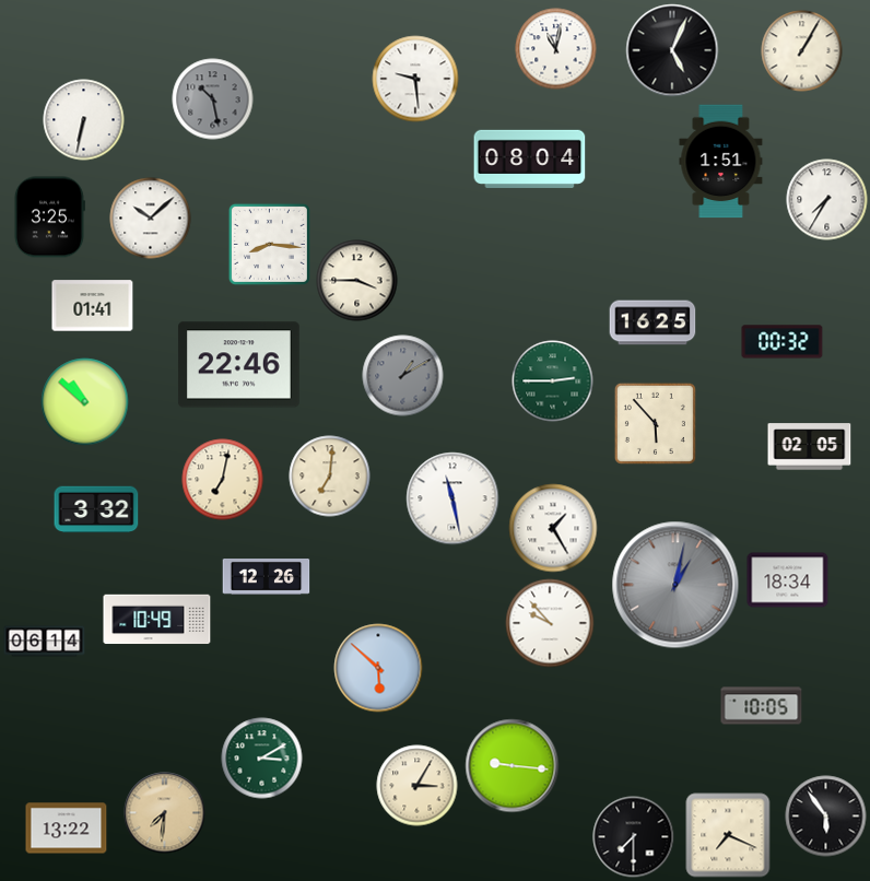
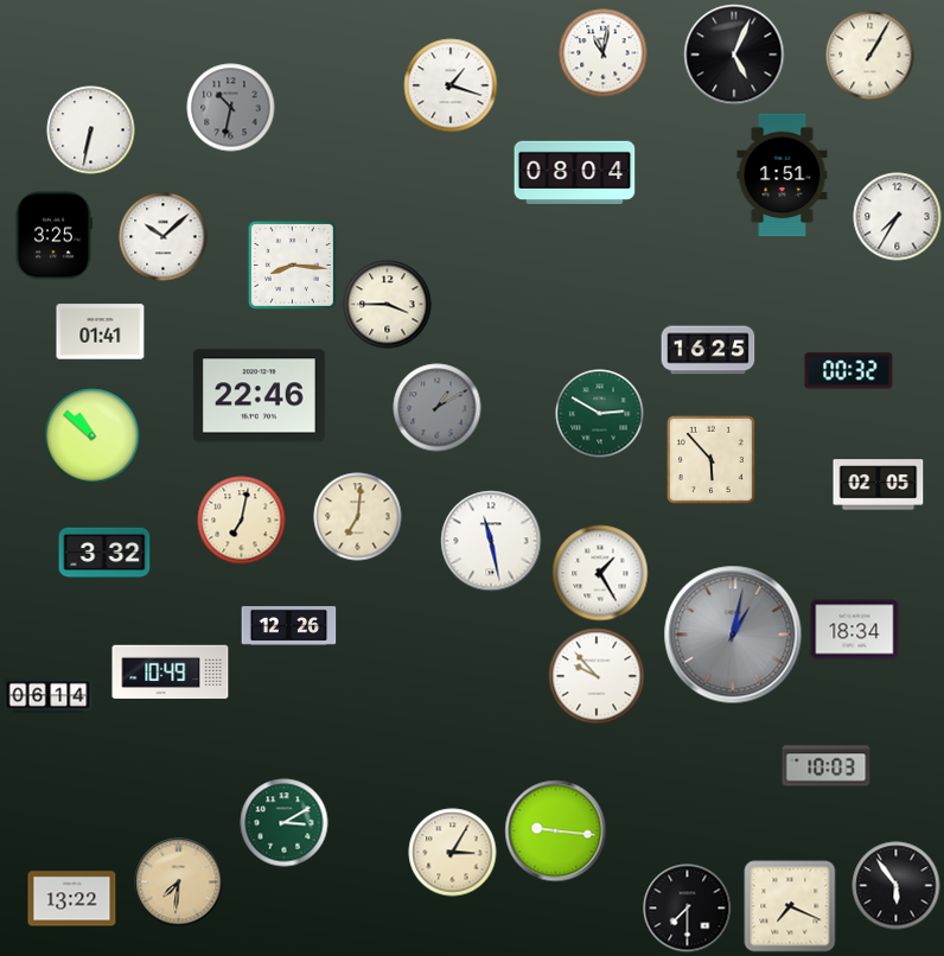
clock at (672, 50) position: (672, 50) -> (734, 55)
clock at (415, 79): 9:29 -> 1:18
clock at (213, 99): 10:28 -> 10:32
clock at (553, 381): 2:45 -> 2:50
clock at (378, 668): 5:52 -> none
clock at (762, 706): 10:05 -> 10:03
